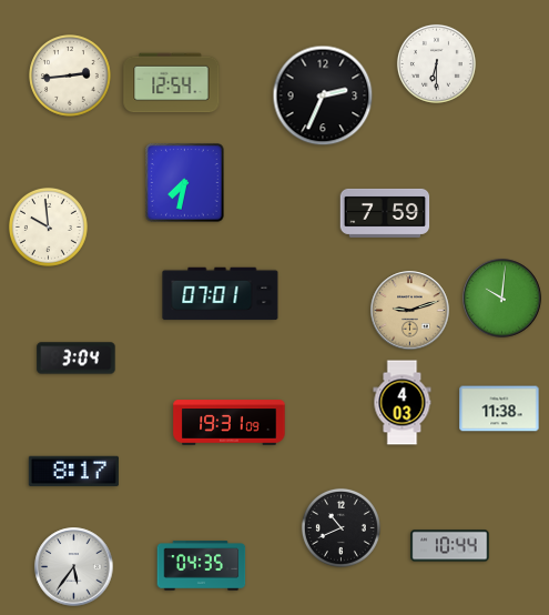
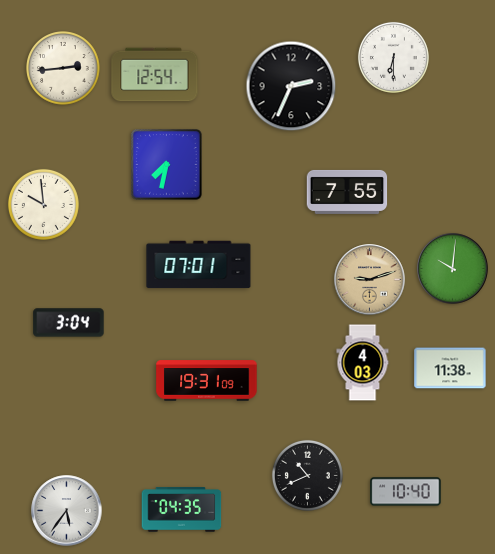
clock at (385, 213): 7:59 -> 7:55
clock at (73, 471): 8:17 -> none
clock at (450, 546): 10:44 -> 10:40
